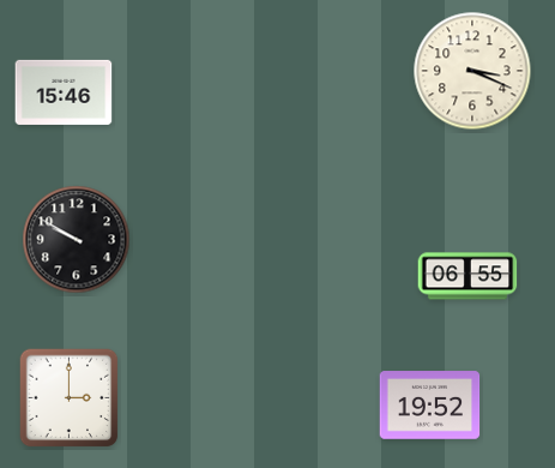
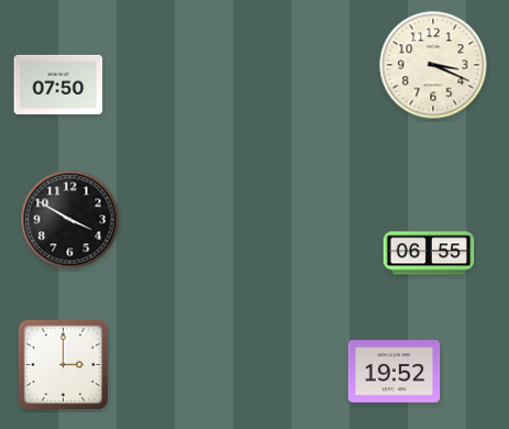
clock at (64, 92): 15:46 -> 07:50
clock at (77, 240): 9:50 -> 3:50
